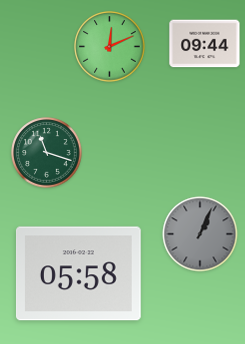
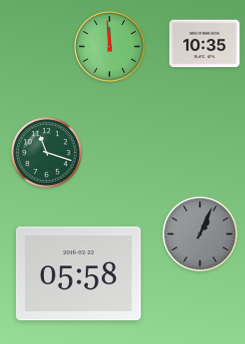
clock at (205, 44): 09:44 -> 10:35
clock at (110, 47): 12:11 -> 11:59
